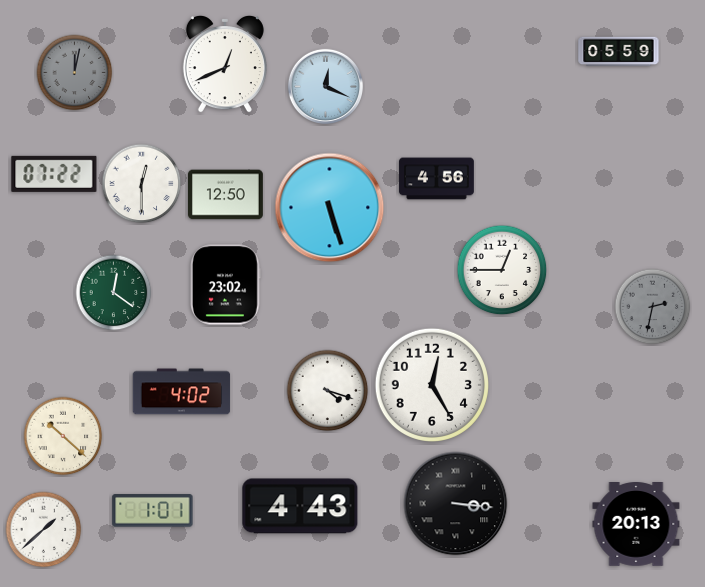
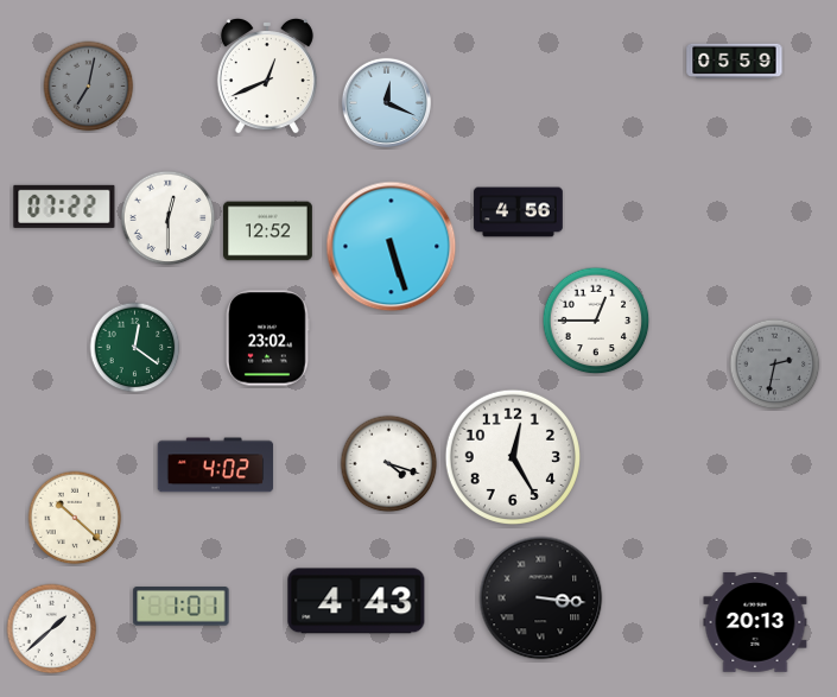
clock at (75, 73): 12:02 -> 7:02
clock at (226, 195): 12:50 -> 12:52
